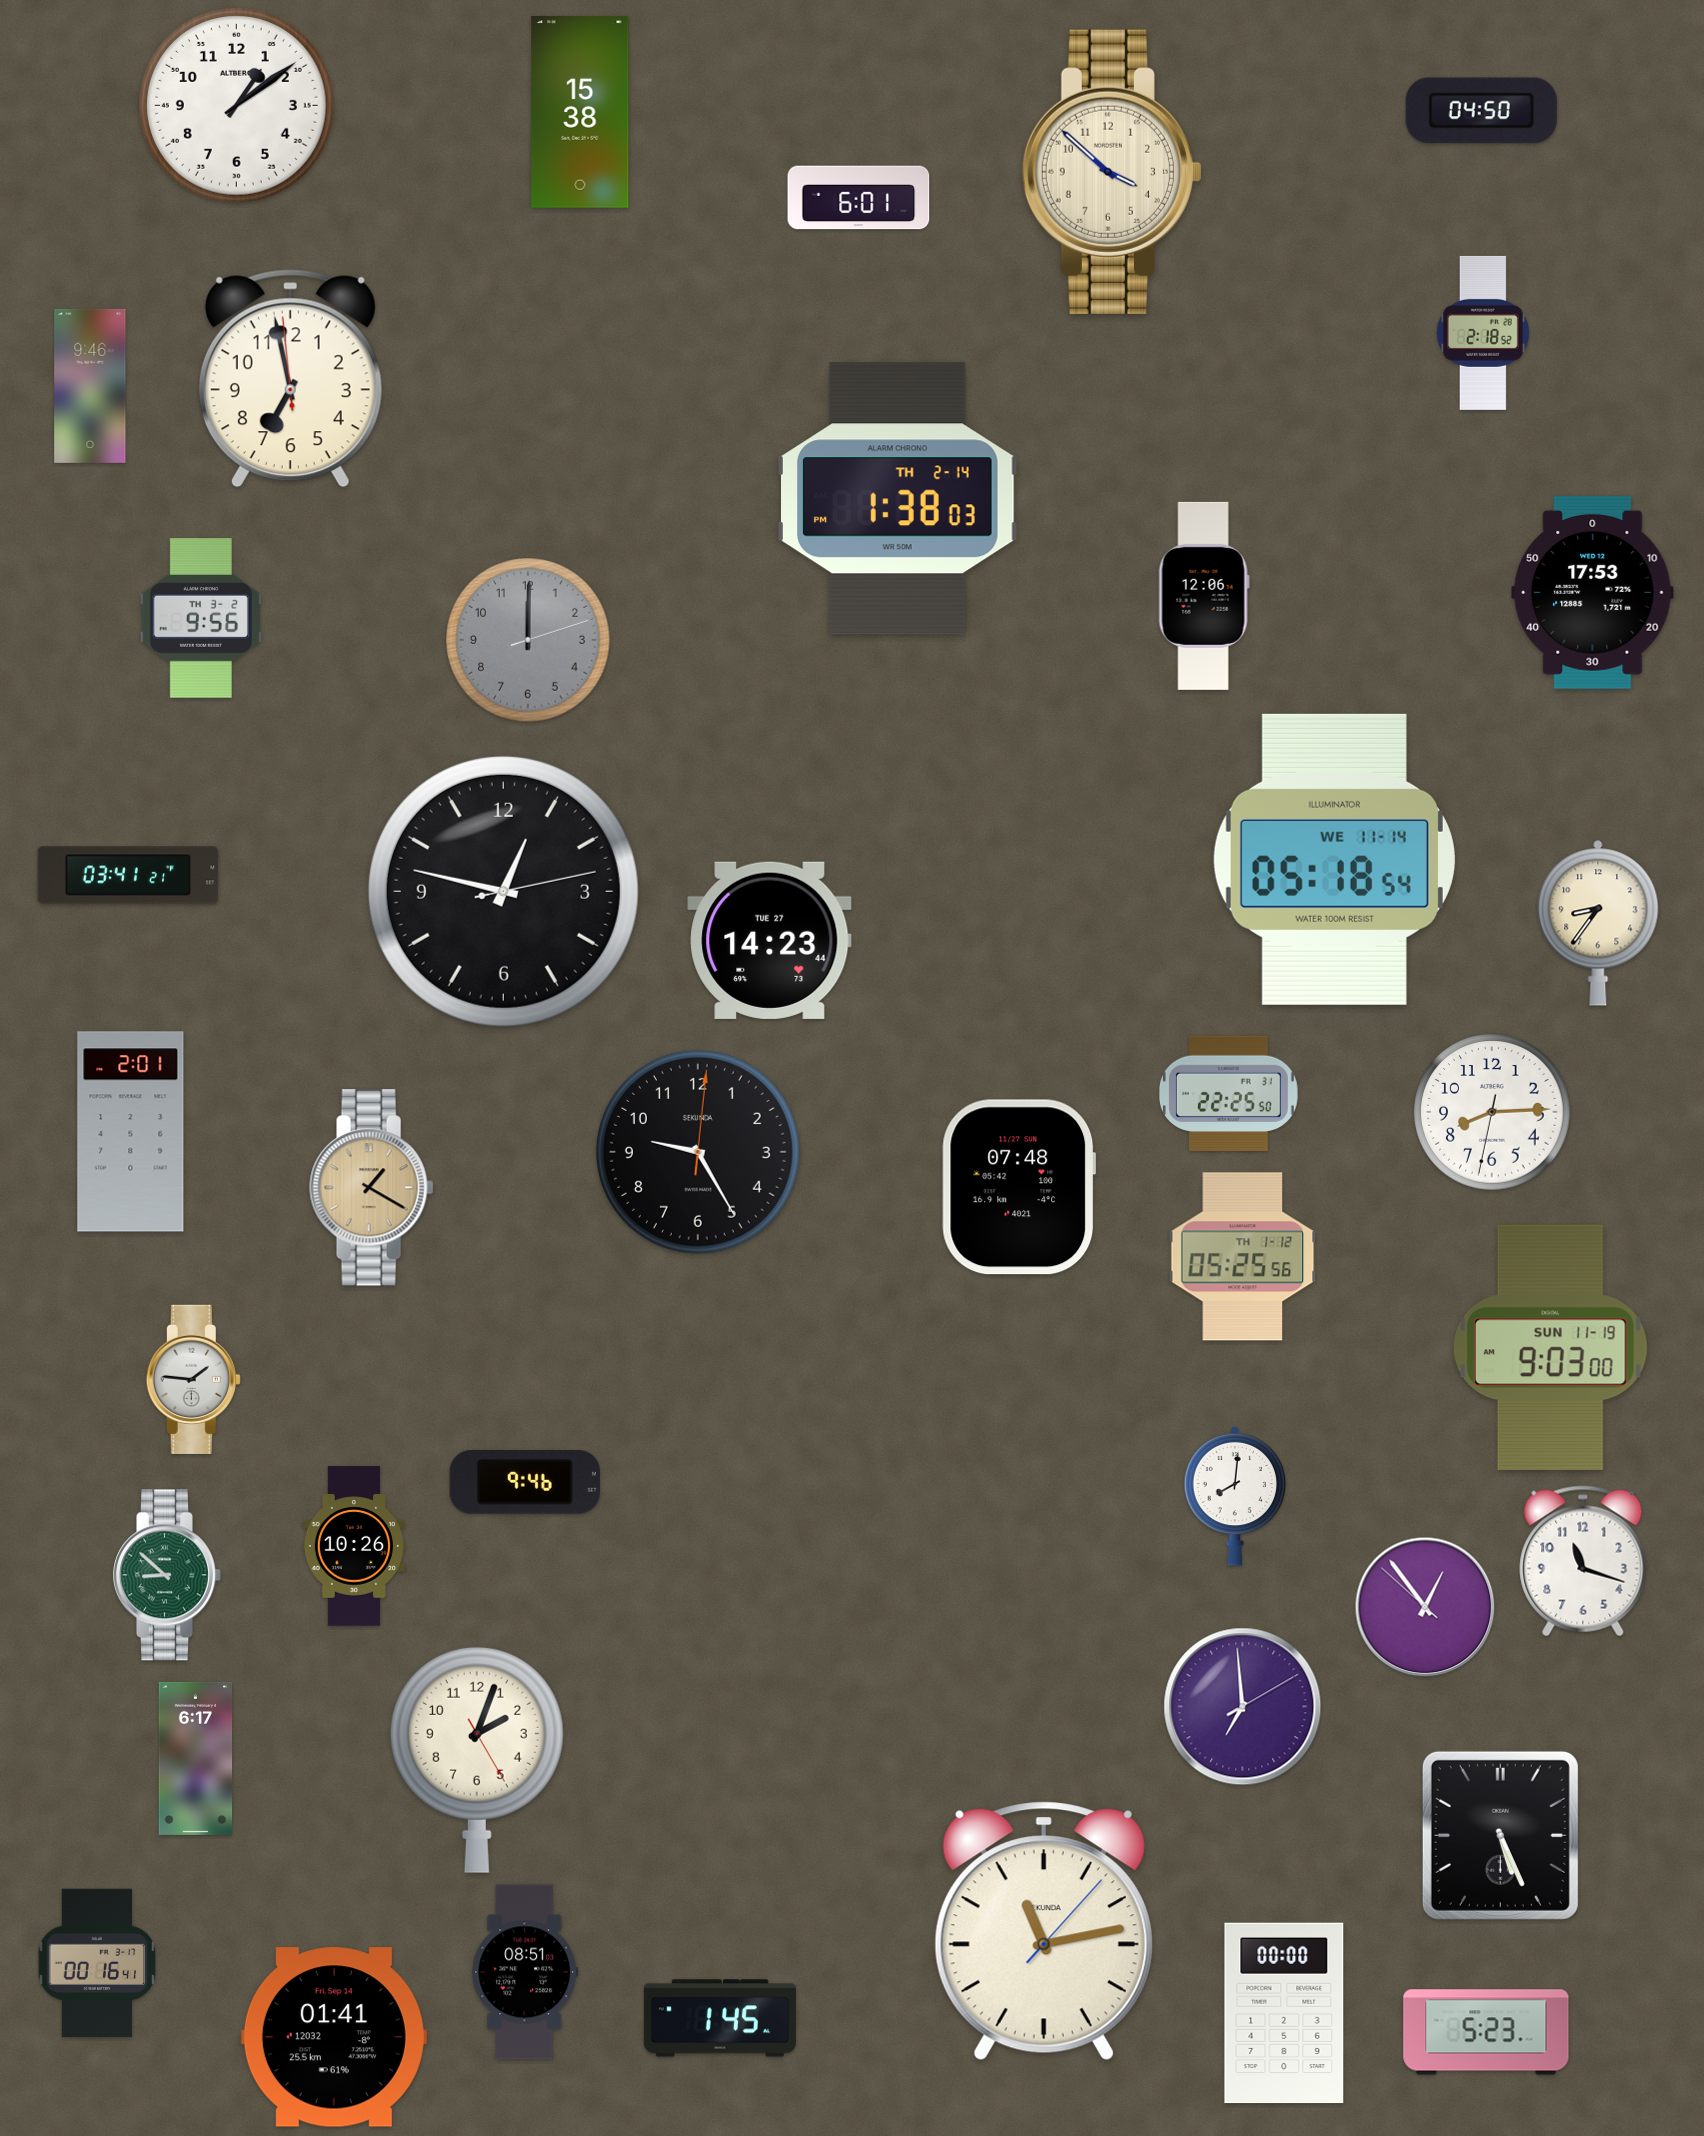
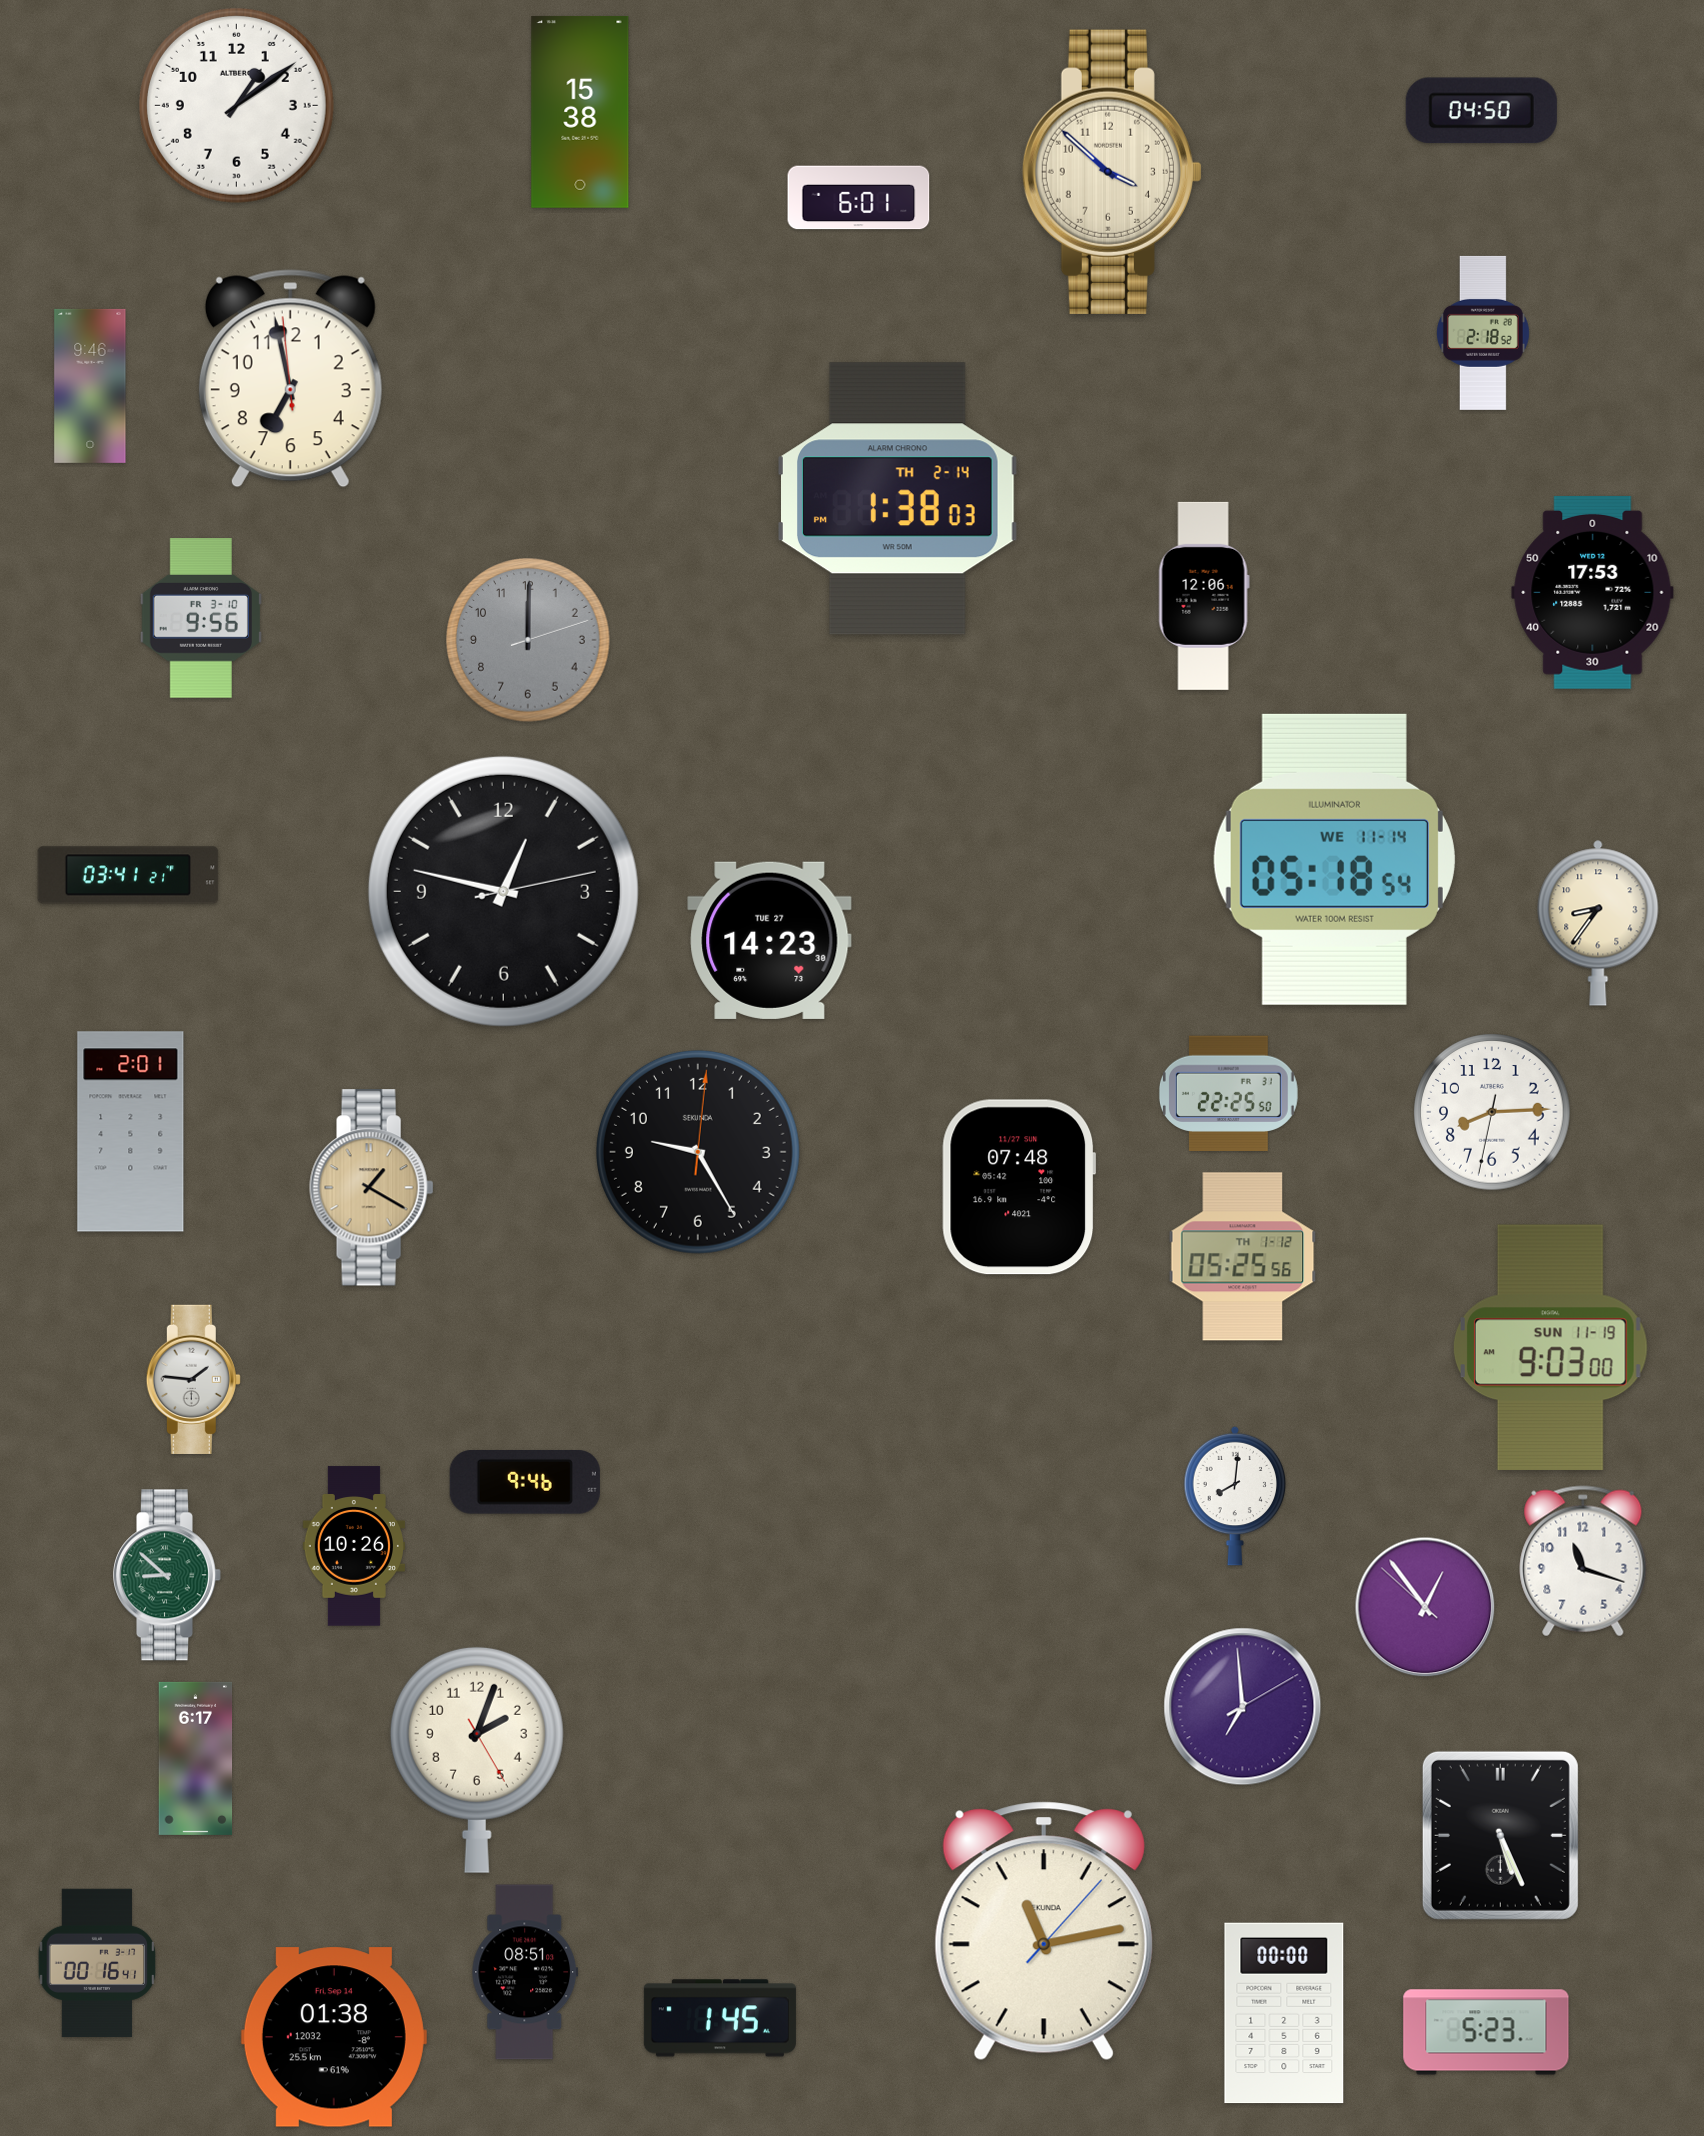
clock at (201, 618) date: TH 3-2 -> FR 3-10
clock at (770, 940): 14:23:44 -> 14:23:30
clock at (334, 2037): 01:41 -> 01:38
